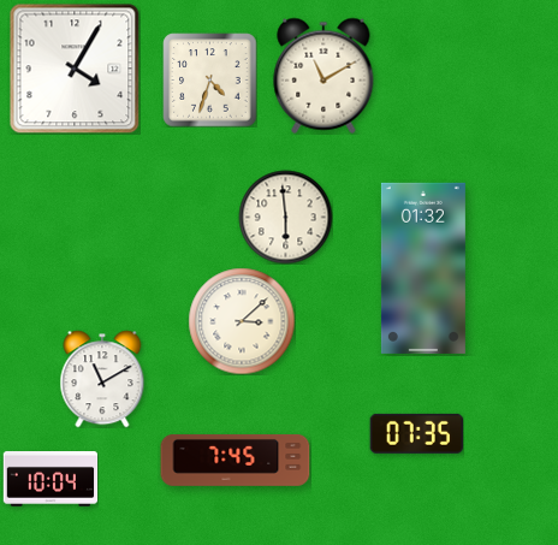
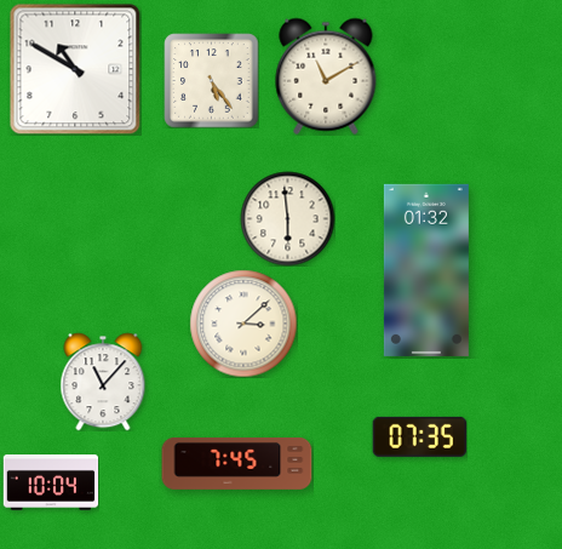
clock at (75, 69): 4:05 -> 10:50
clock at (209, 79): 4:33 -> 5:24
clock at (102, 379): 11:10 -> 11:07
